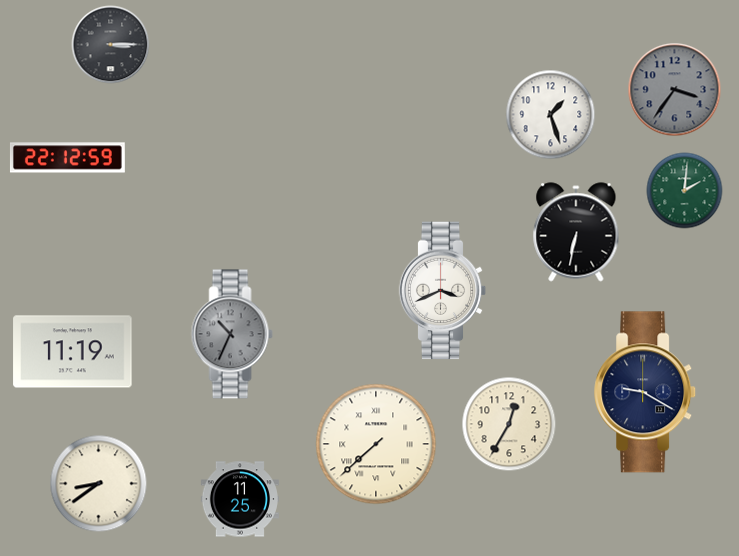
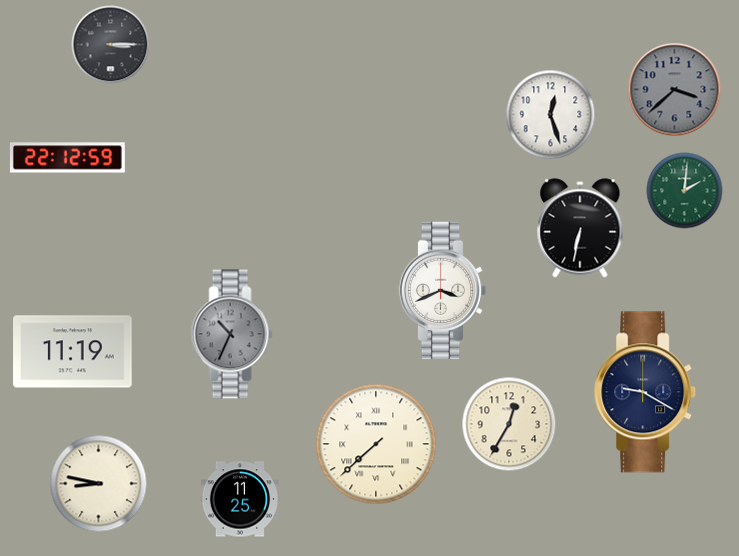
clock at (675, 90): 3:36 -> 3:38
clock at (551, 115): 1:27 -> 12:27
clock at (576, 232) position: (576, 232) -> (580, 228)
clock at (99, 484): 8:39 -> 8:47
